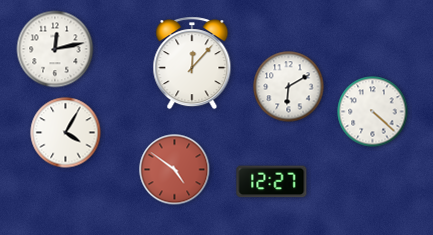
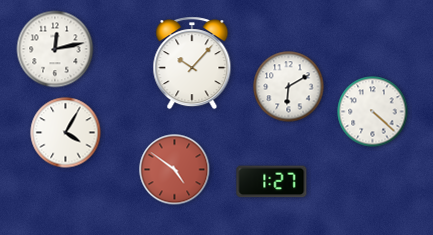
clock at (192, 63): 12:07 -> 10:07
clock at (272, 182): 12:27 -> 1:27
